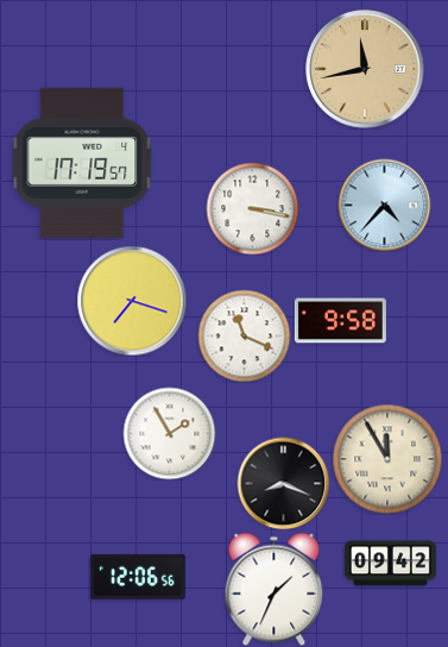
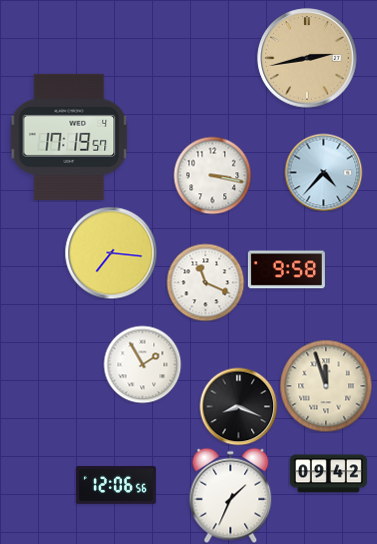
clock at (365, 69): 11:43 -> 2:43
clock at (132, 301): 7:18 -> 7:16
clock at (387, 459): 11:55 -> 11:57
